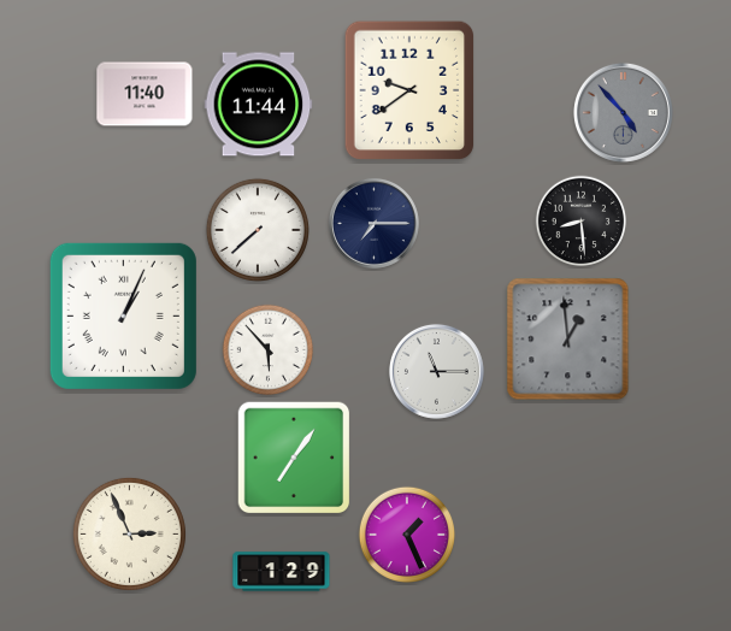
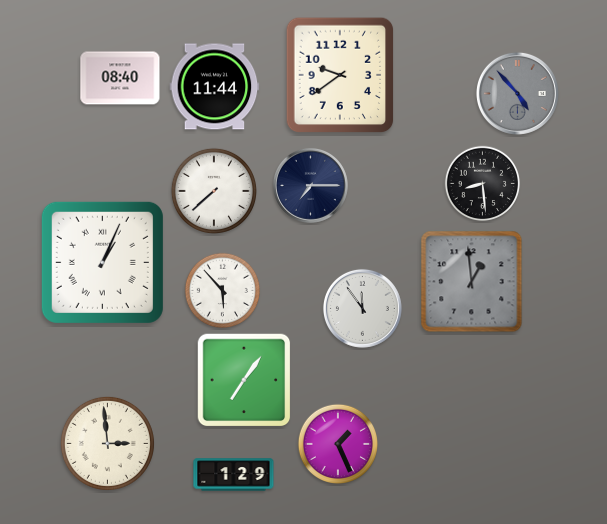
clock at (145, 94): 11:40 -> 08:40
clock at (436, 371): 11:15 -> 11:54
clock at (129, 533): 2:56 -> 2:59
